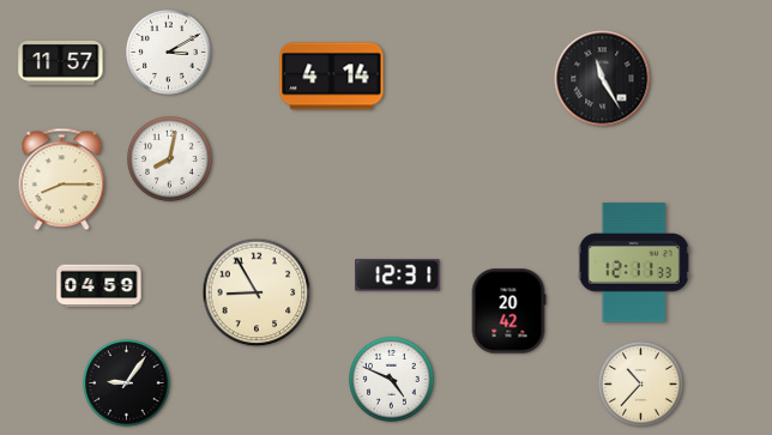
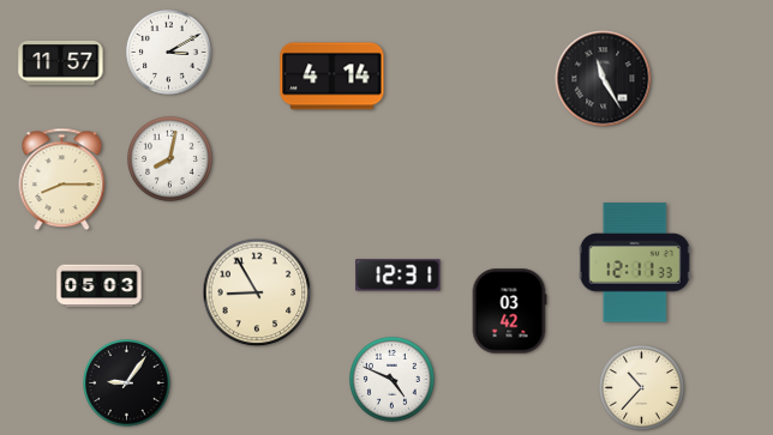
clock at (99, 286): 04:59 -> 05:03
clock at (508, 312): 20:42 -> 03:42
clock at (641, 385) position: (641, 385) -> (642, 388)
